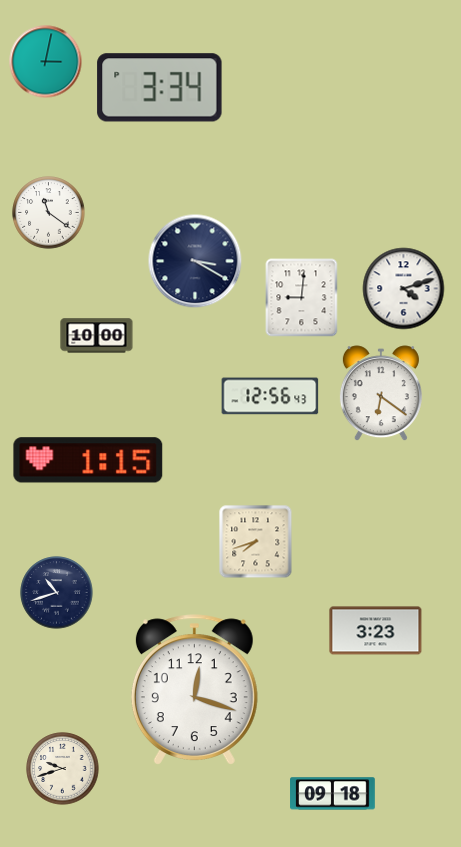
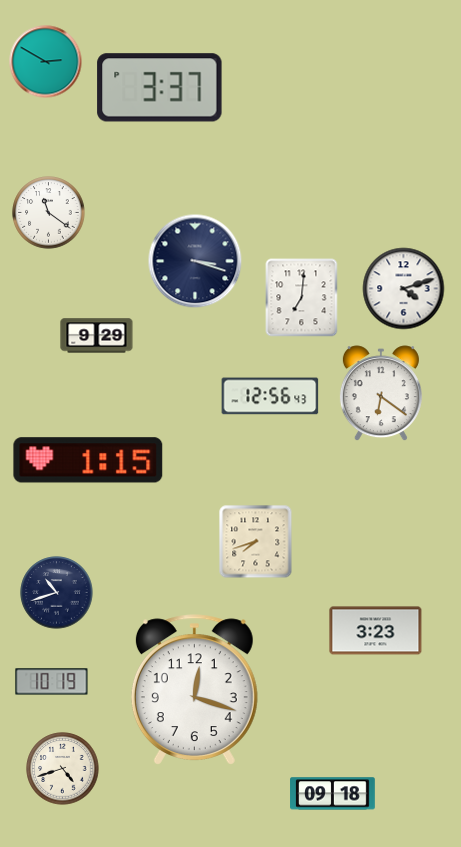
clock at (46, 62): 3:02 -> 2:50
clock at (160, 88): 3:34 -> 3:37
clock at (195, 261): 3:20 -> 3:18
clock at (302, 298): 9:01 -> 7:01
clock at (97, 336): 10:00 -> 9:29
clock at (52, 682): none -> 10:19
clock at (63, 769): 9:42 -> 4:42
